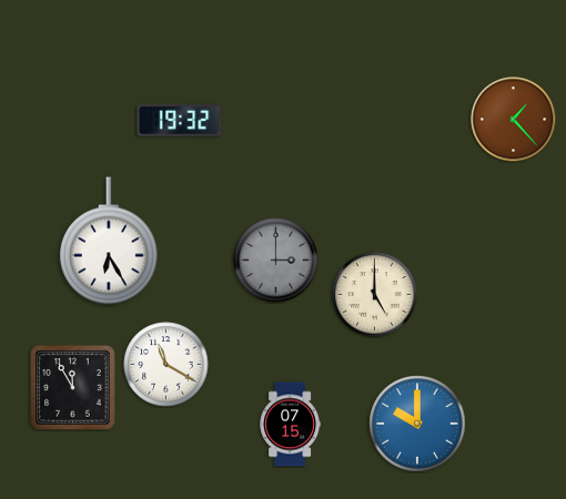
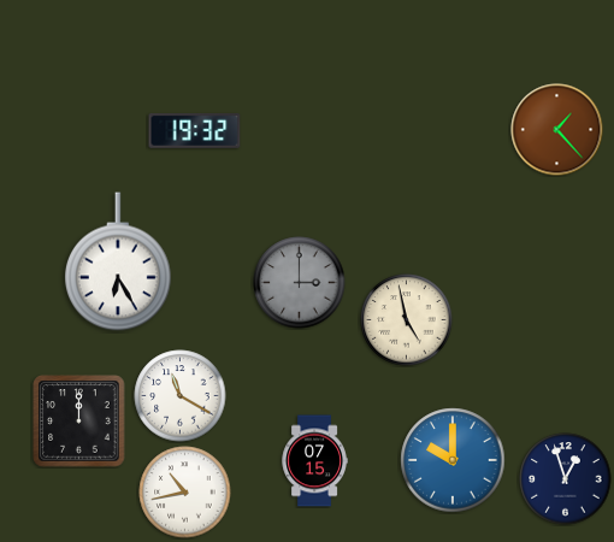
clock at (375, 295): 5:00 -> 4:58
clock at (73, 388): 11:55 -> 12:00
clock at (566, 479): none -> 12:57
clock at (185, 493): none -> 10:43
